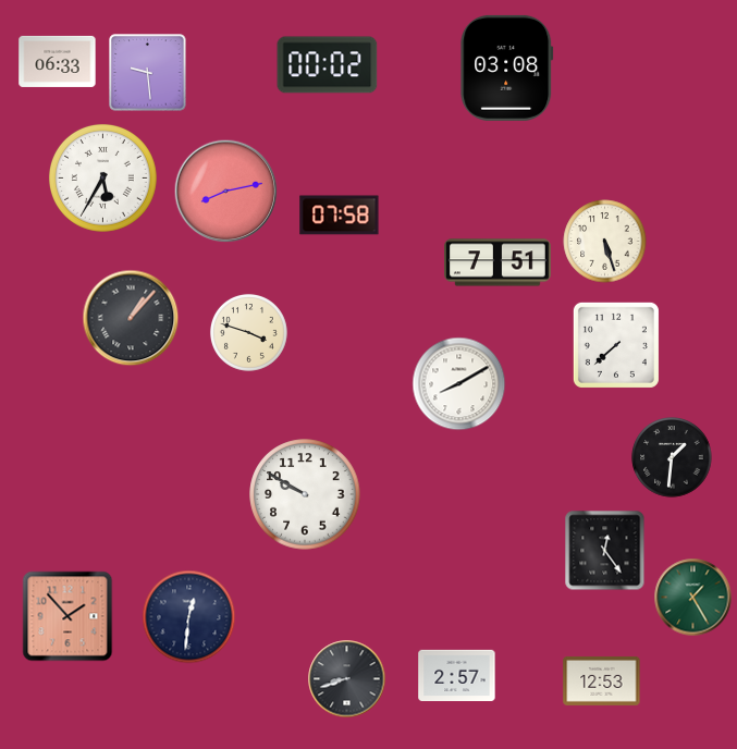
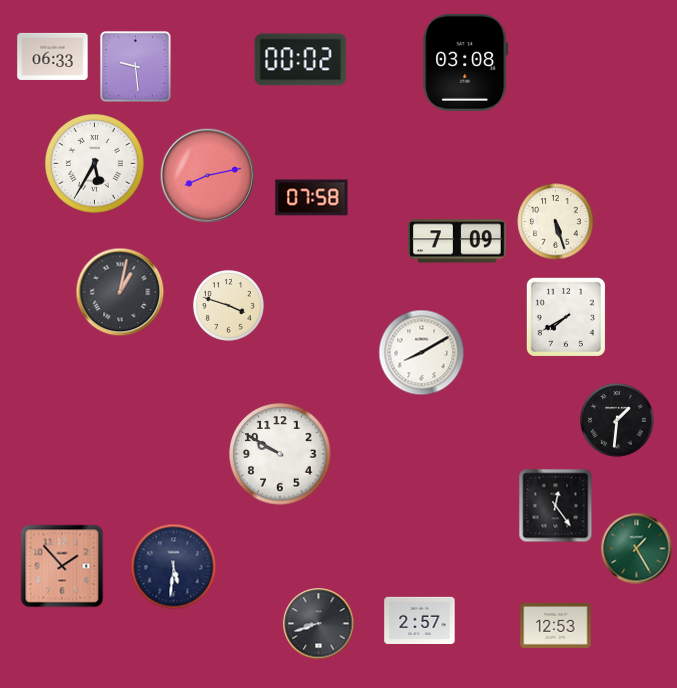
clock at (499, 262): 7:51 -> 7:09
clock at (131, 318): 1:07 -> 1:02
clock at (616, 345): 7:38 -> 7:40
clock at (189, 617): 12:31 -> 5:31
clock at (602, 680) position: (602, 680) -> (556, 625)
